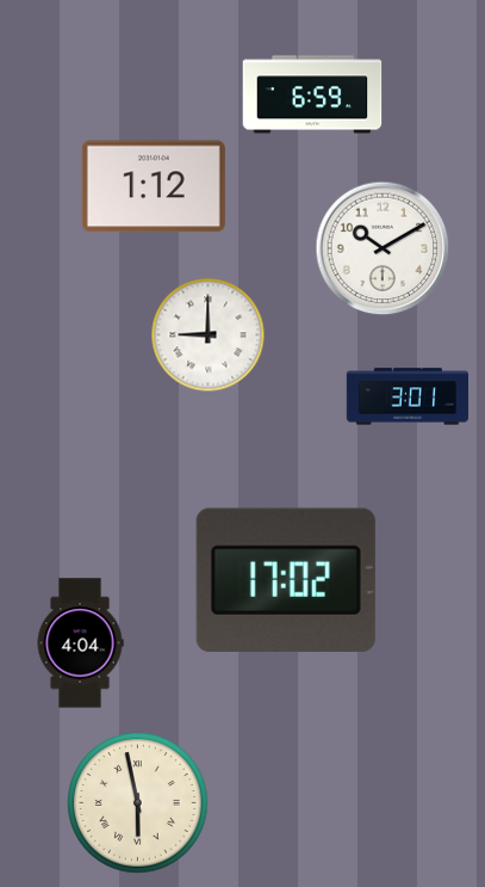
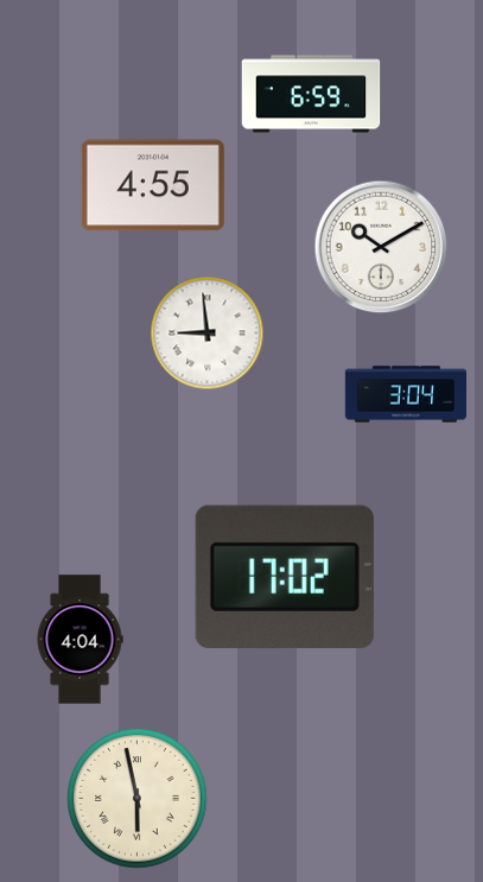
clock at (154, 186): 1:12 -> 4:55
clock at (209, 335): 9:00 -> 8:59
clock at (406, 396): 3:01 -> 3:04
